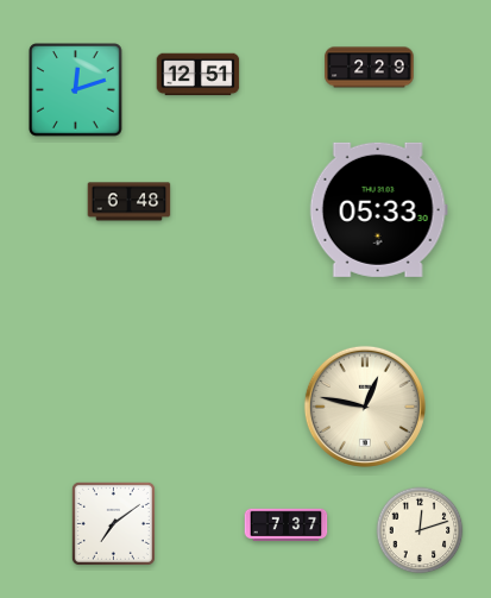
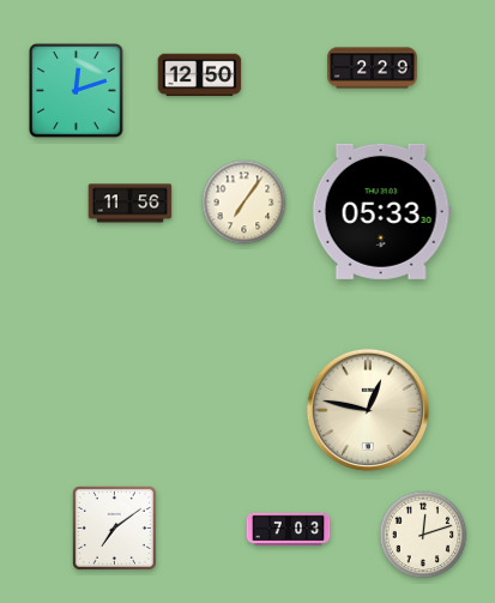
clock at (199, 75): 12:51 -> 12:50
clock at (245, 203): none -> 7:06
clock at (130, 202): 6:48 -> 11:56
clock at (287, 525): 7:37 -> 7:03
